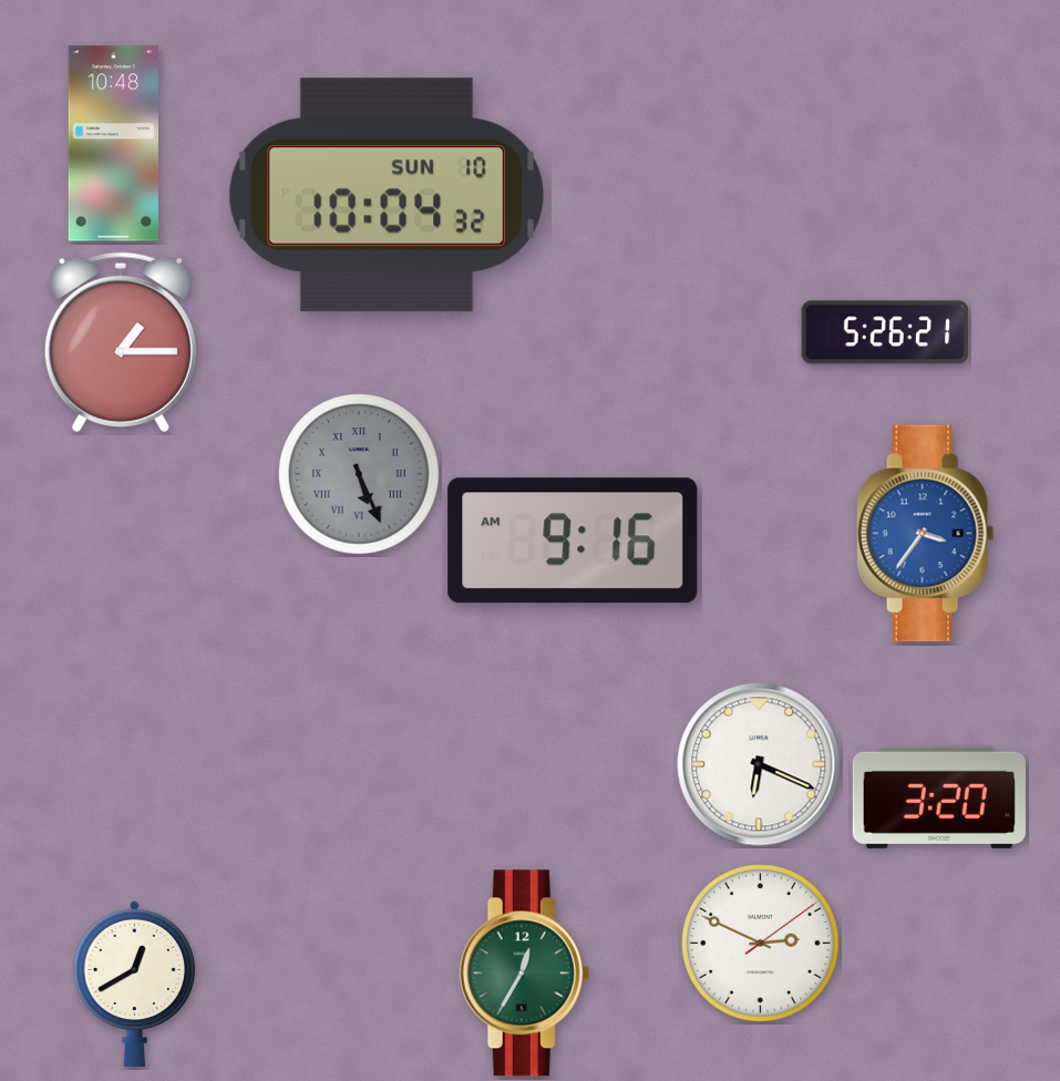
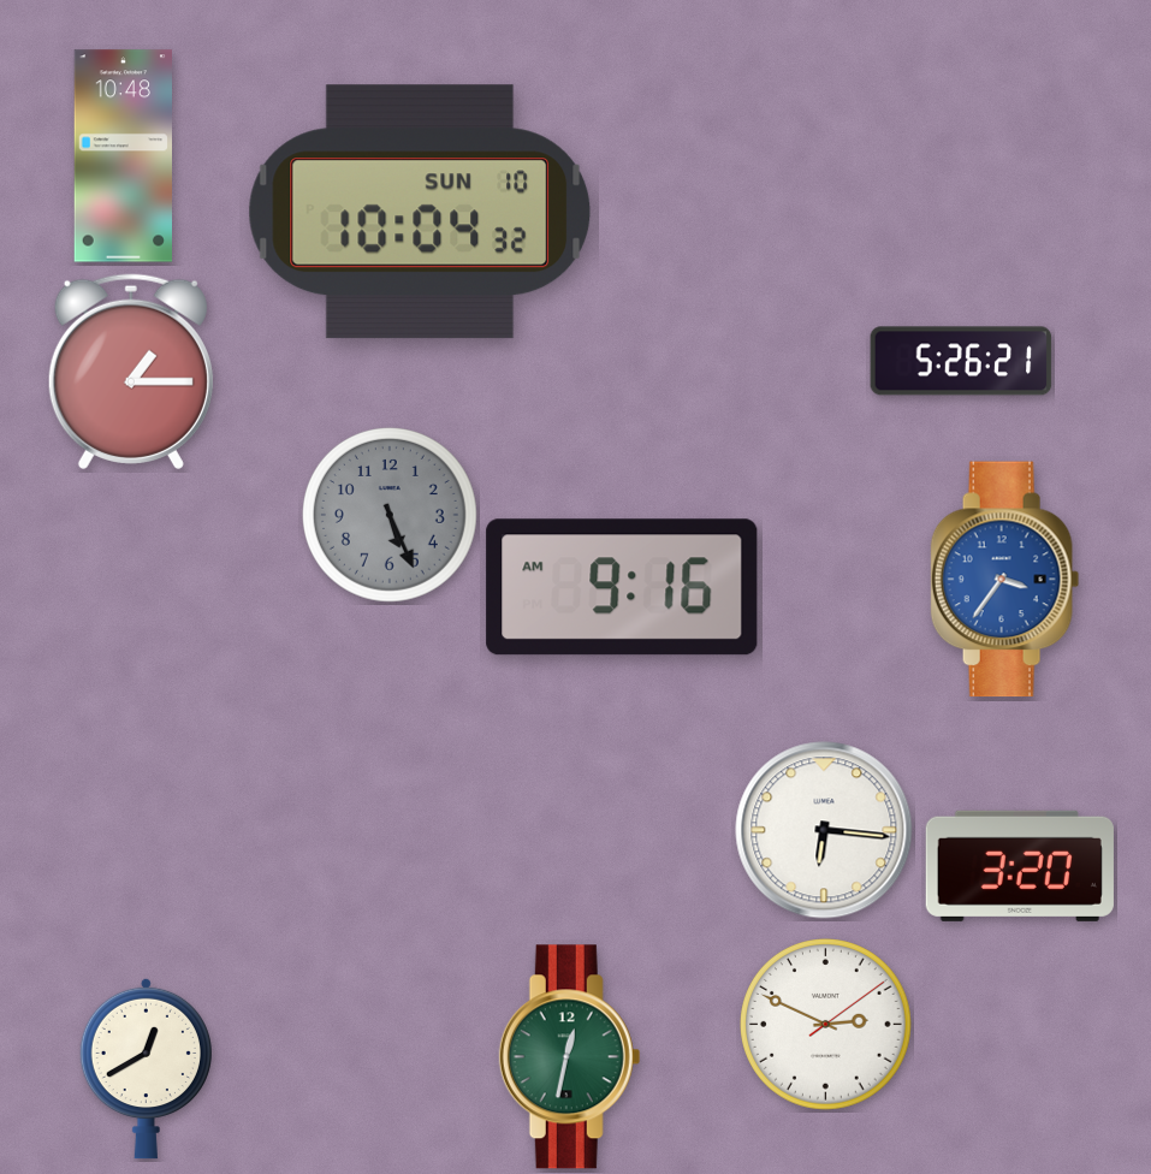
clock at (359, 474) numerals: Roman -> Arabic
clock at (759, 764): 6:19 -> 6:16
clock at (525, 974): 12:35 -> 12:32
